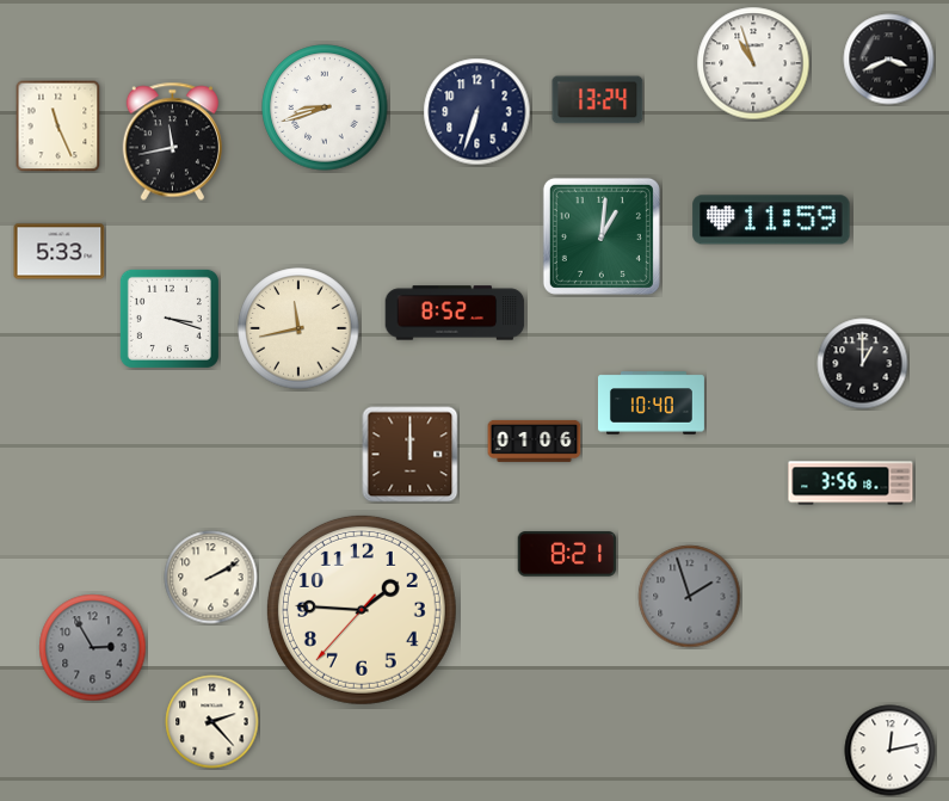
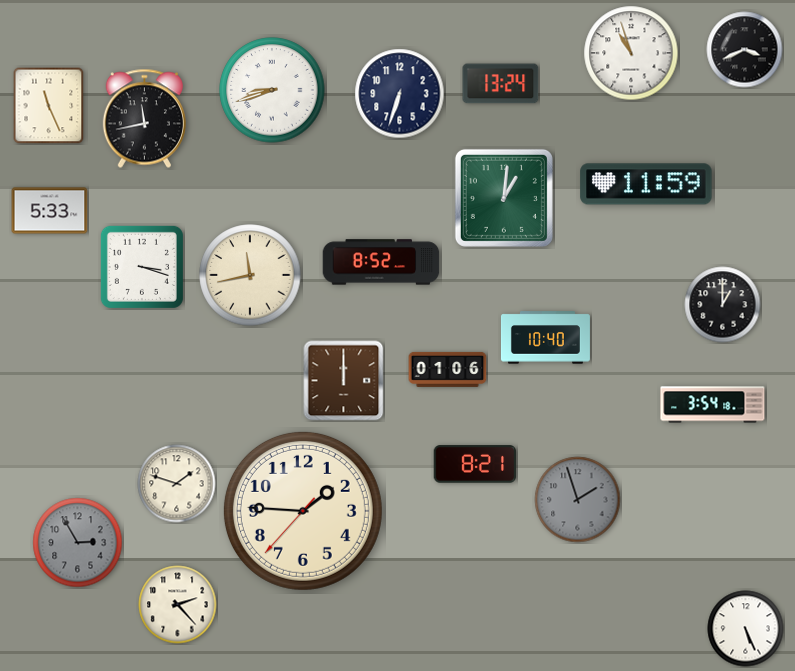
clock at (851, 483): 3:56 -> 3:54
clock at (211, 578): 2:10 -> 1:48
clock at (891, 751): 12:13 -> 5:26
